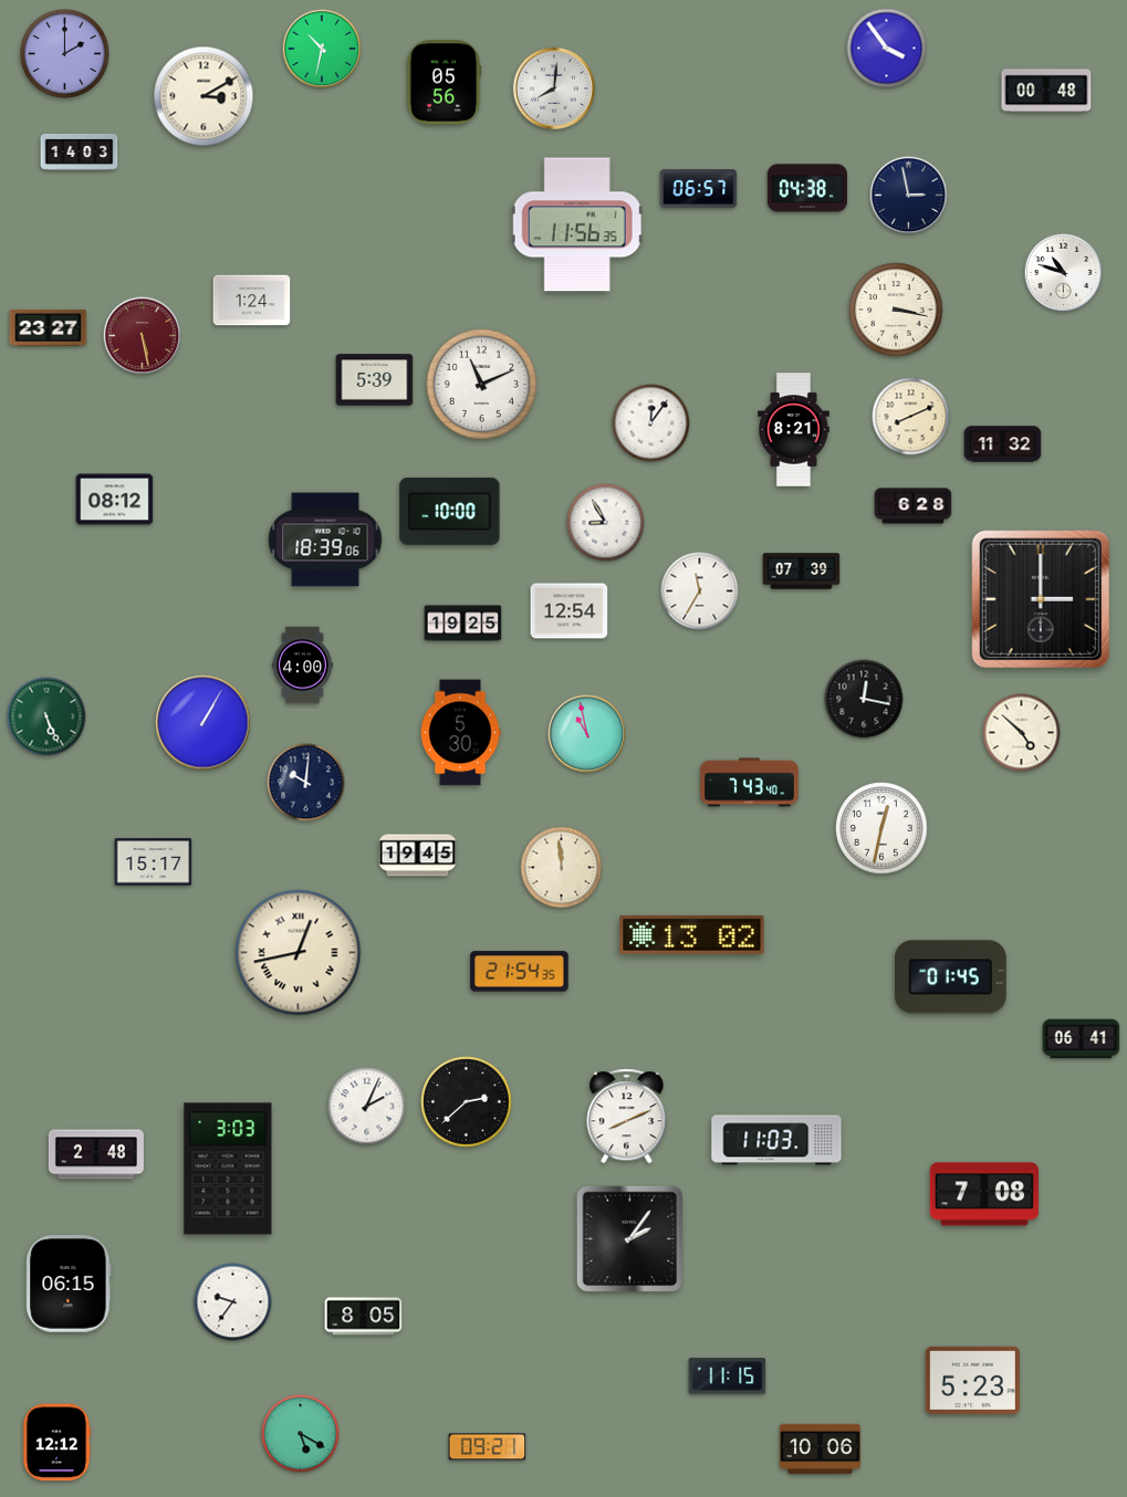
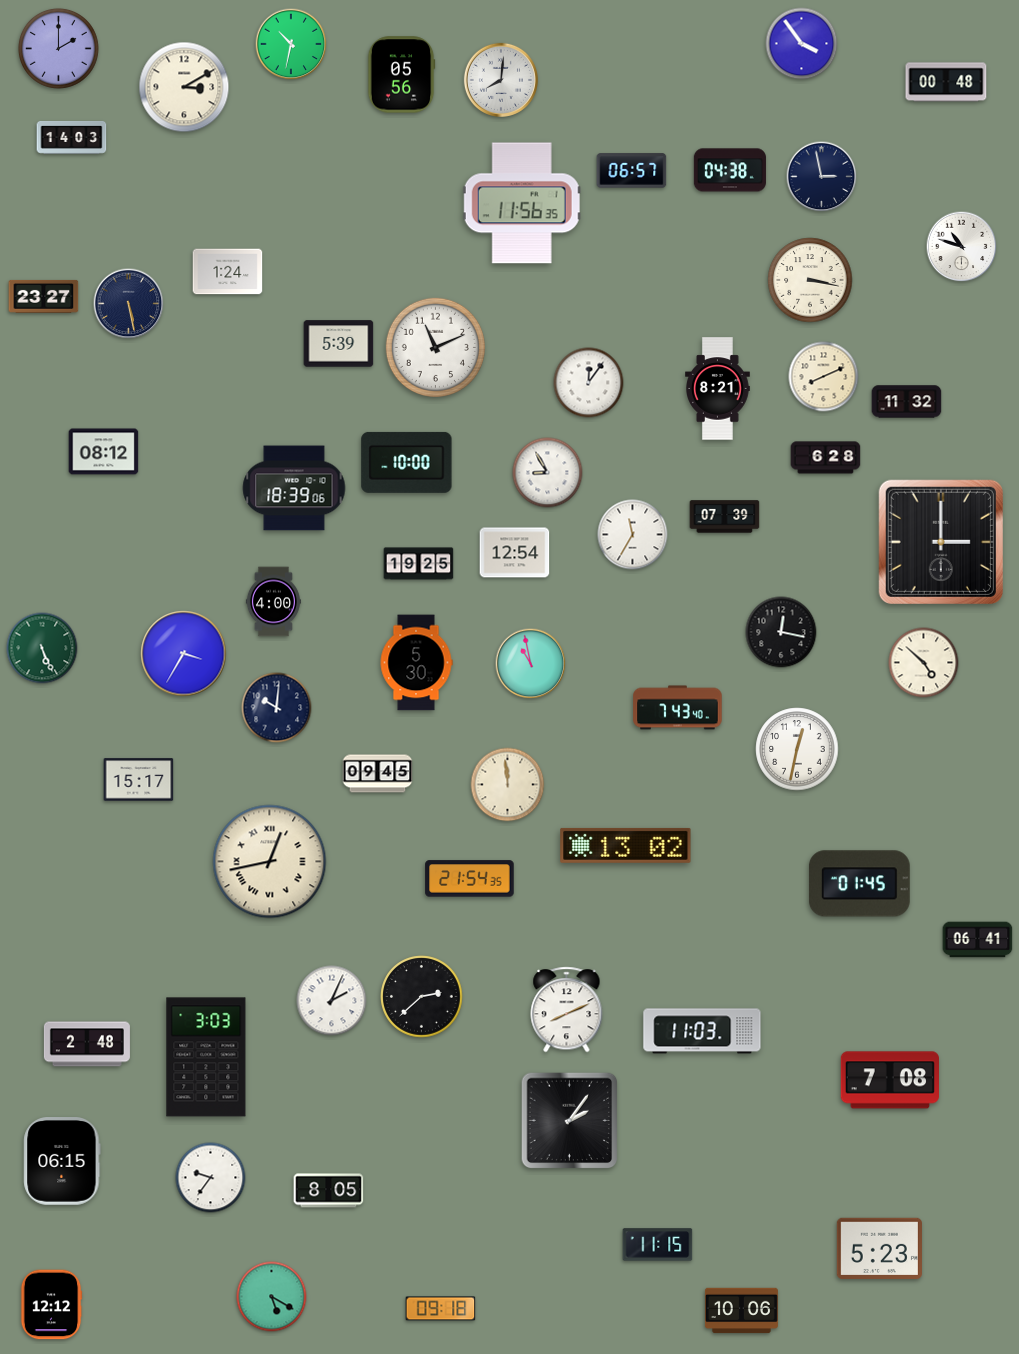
clock at (143, 336) dial: burgundy -> navy
clock at (204, 723): 1:05 -> 3:35
clock at (418, 856): 19:45 -> 09:45
clock at (488, 1447): 09:21 -> 09:18
